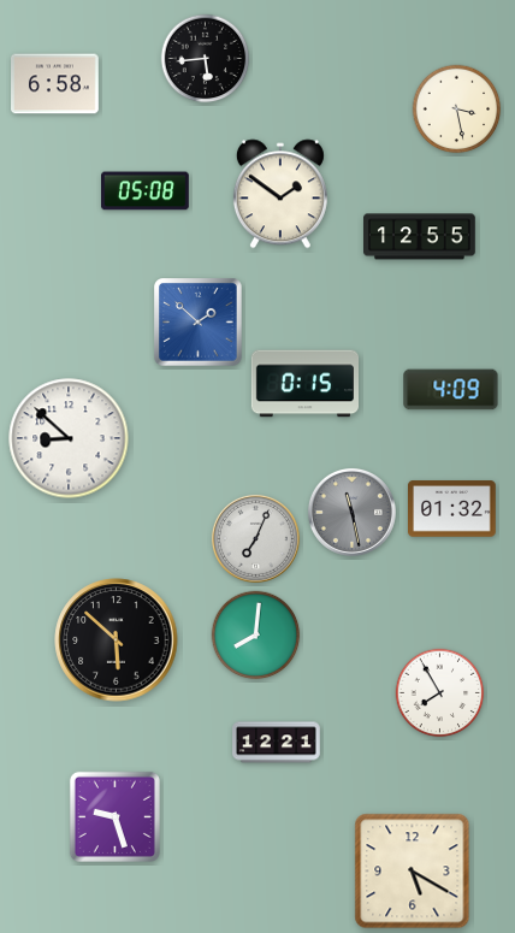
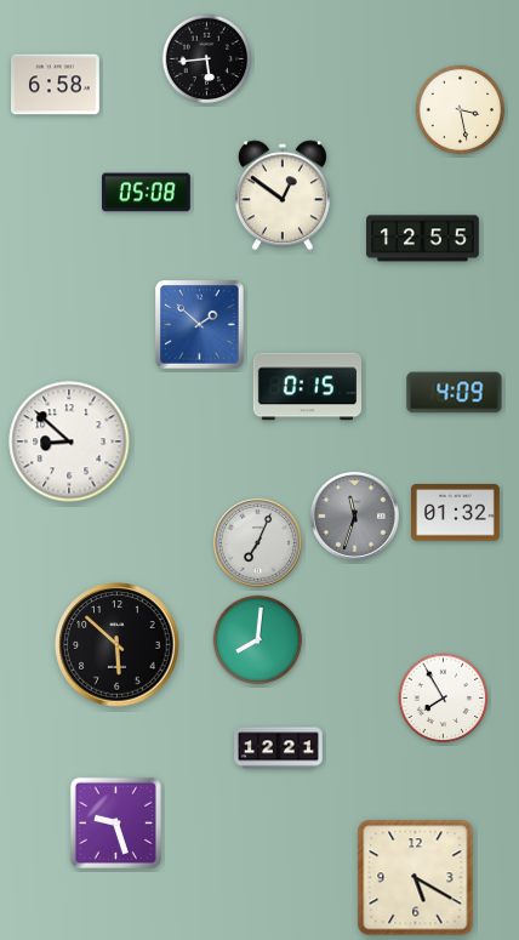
clock at (280, 194): 1:51 -> 12:51
clock at (351, 512): 11:28 -> 11:33
